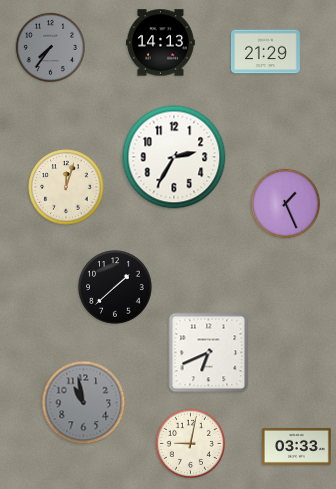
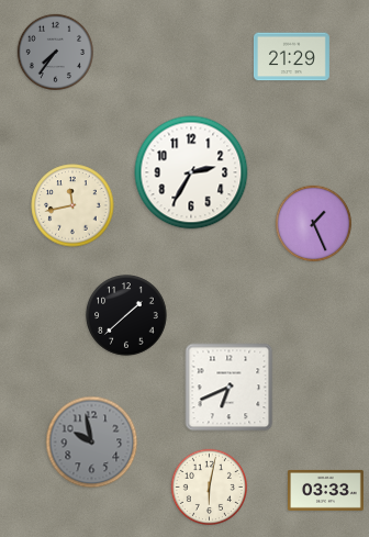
clock at (161, 43): 14:13 -> none
clock at (66, 187): 12:03 -> 11:43
clock at (84, 403): 10:58 -> 9:58
clock at (190, 443): 9:02 -> 6:02
